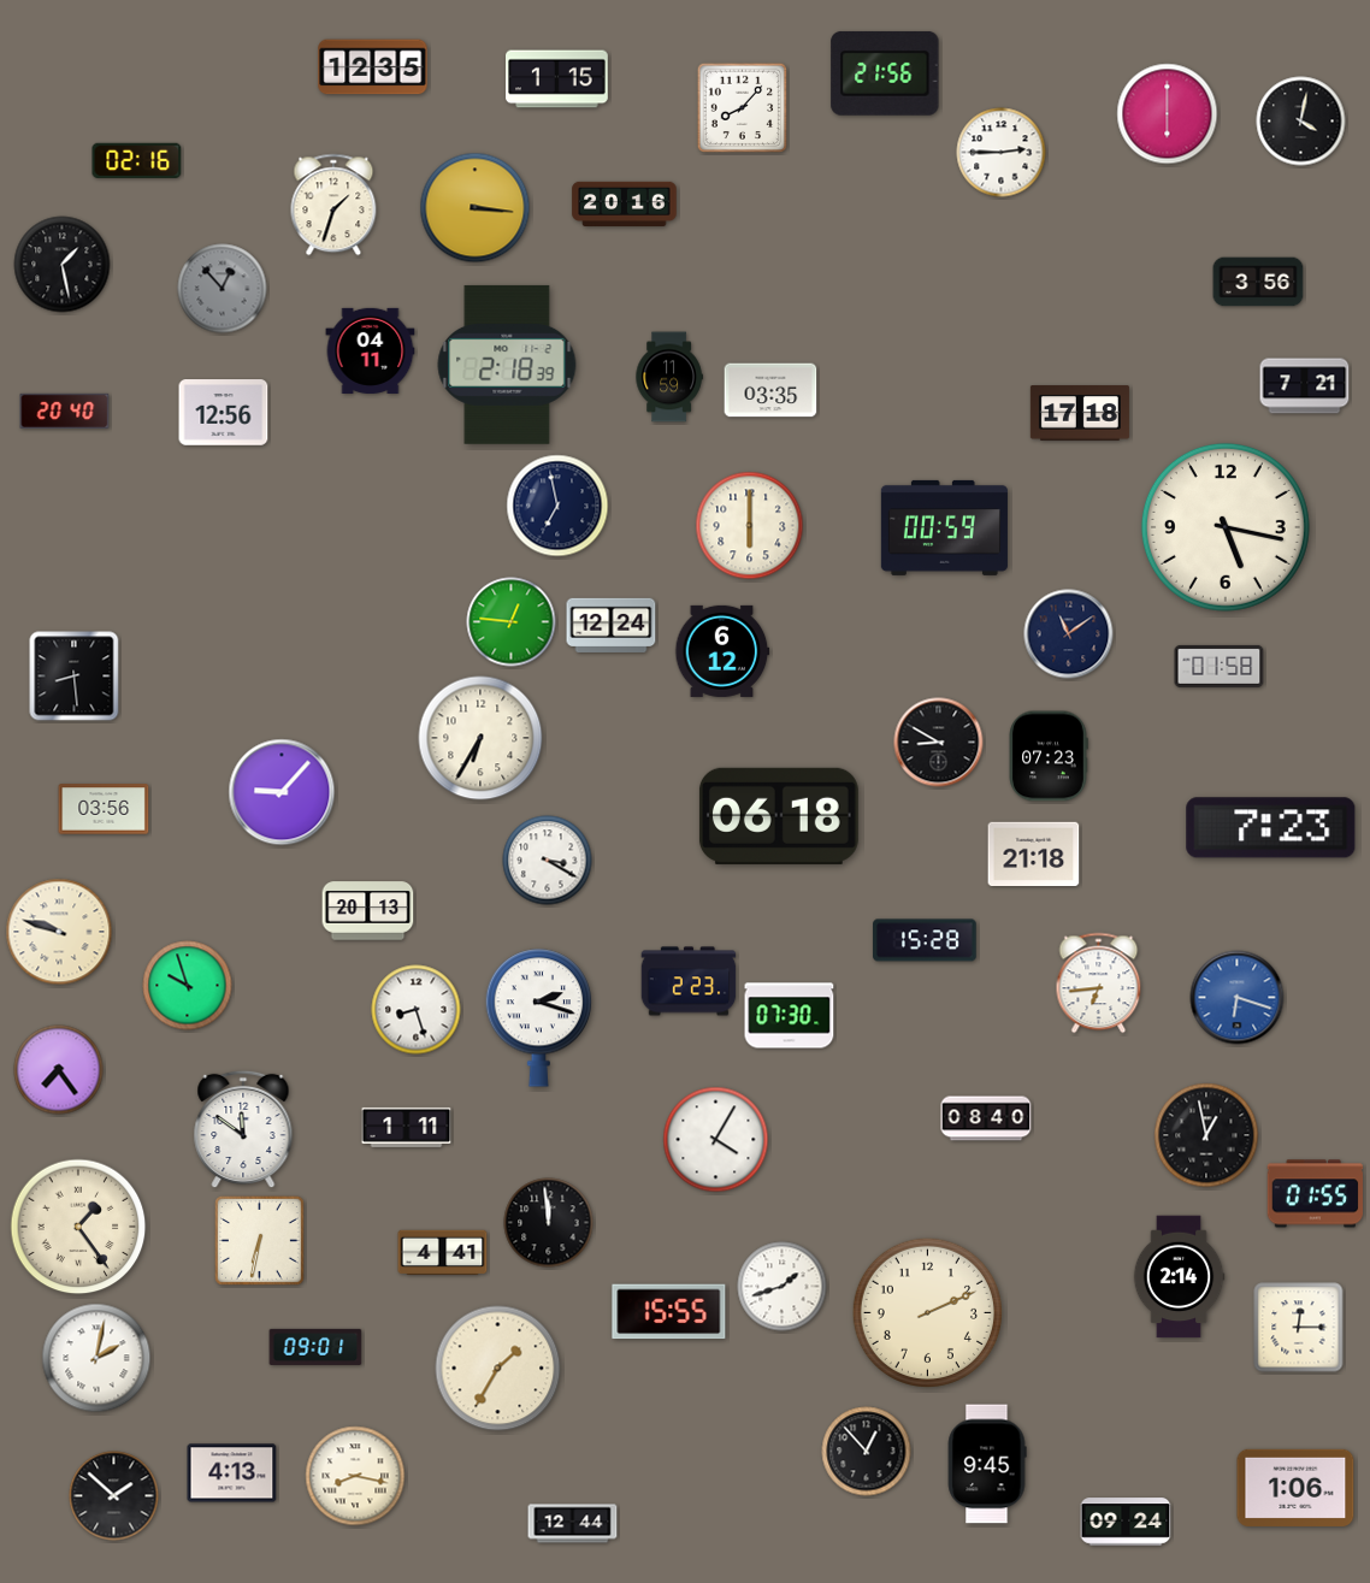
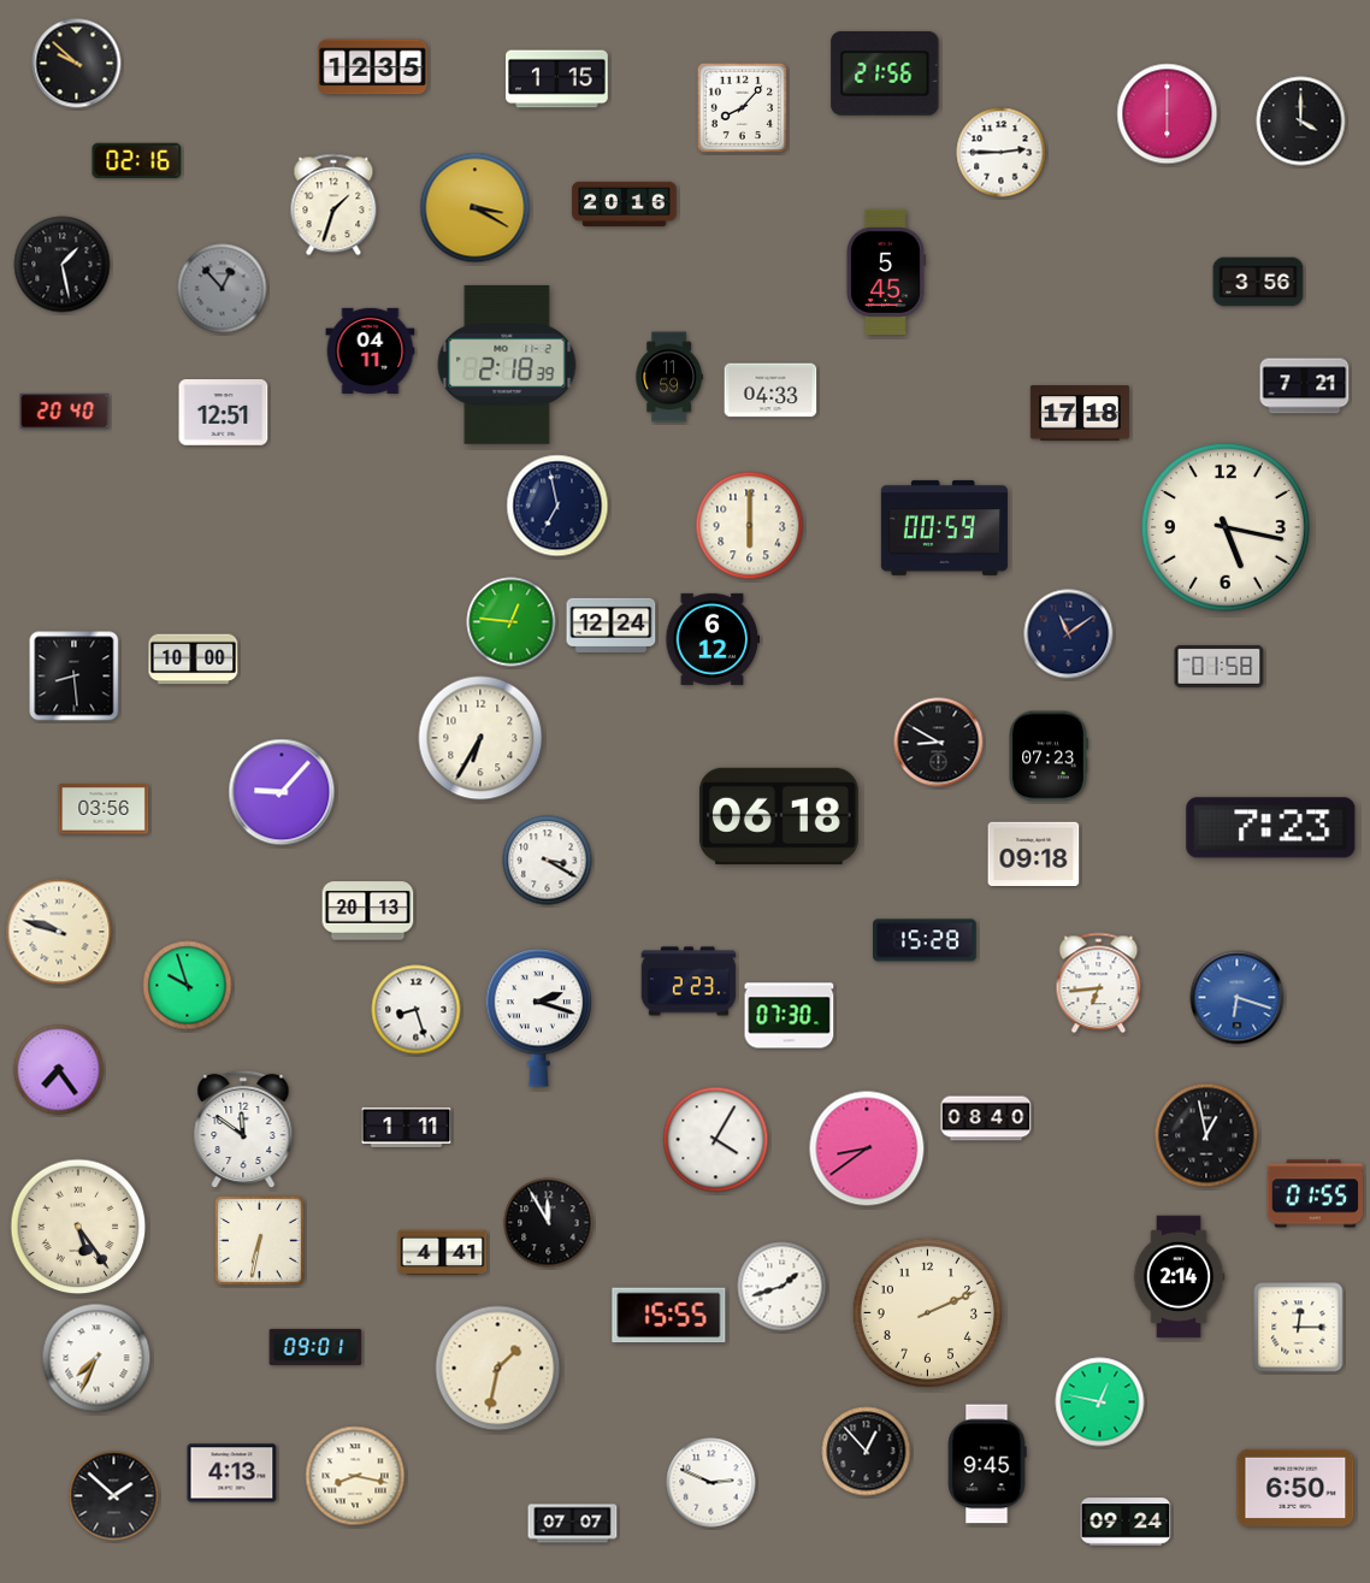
clock at (77, 64): none -> 9:52
clock at (1301, 122): 4:02 -> 4:00
clock at (476, 208): 3:16 -> 3:20
clock at (886, 272): none -> 5:45
clock at (770, 390): 03:35 -> 04:33
clock at (224, 413): 12:56 -> 12:51
clock at (722, 651) position: (722, 651) -> (713, 639)
clock at (194, 660): none -> 10:00
clock at (1034, 855): 21:18 -> 09:18
clock at (867, 1148): none -> 8:39
clock at (549, 1223): 11:59 -> 11:55
clock at (78, 1227): 1:24 -> 5:24
clock at (669, 1312) position: (669, 1312) -> (669, 1316)
clock at (96, 1358): 2:02 -> 7:34
clock at (498, 1369): 1:35 -> 1:32
clock at (1100, 1402): none -> 12:47
clock at (711, 1483): none -> 2:49
clock at (1295, 1488): 1:06 -> 6:50
clock at (573, 1524): 12:44 -> 07:07
